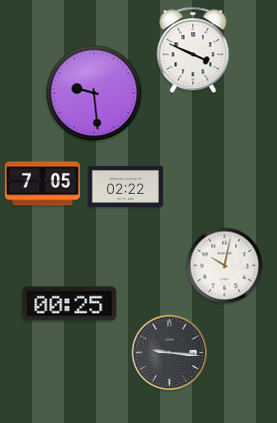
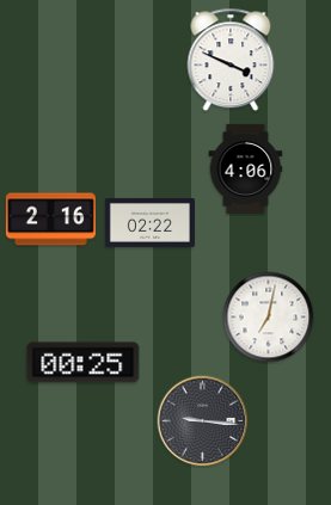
clock at (94, 93): 9:29 -> none
clock at (246, 168): none -> 4:06
clock at (42, 184): 7:05 -> 2:16
clock at (225, 266): 10:02 -> 7:02
